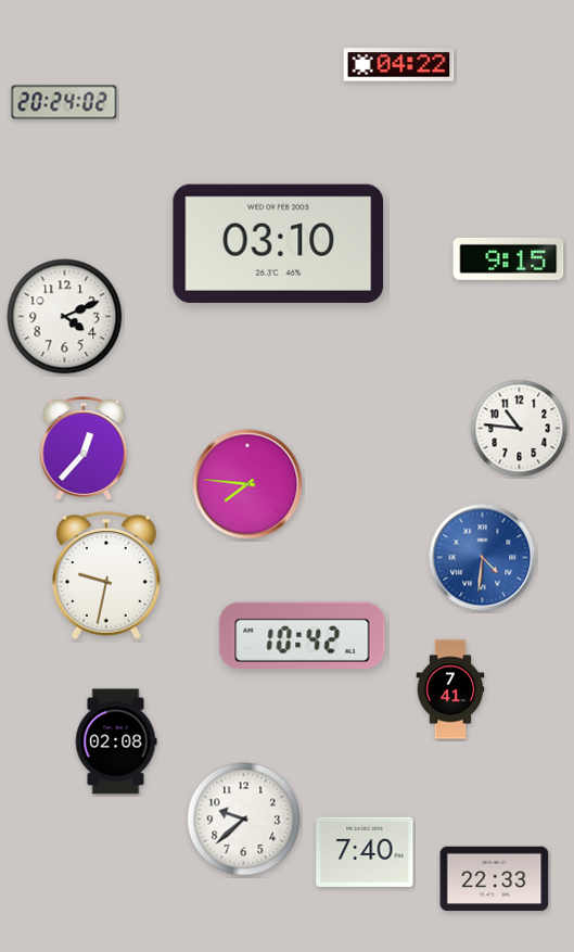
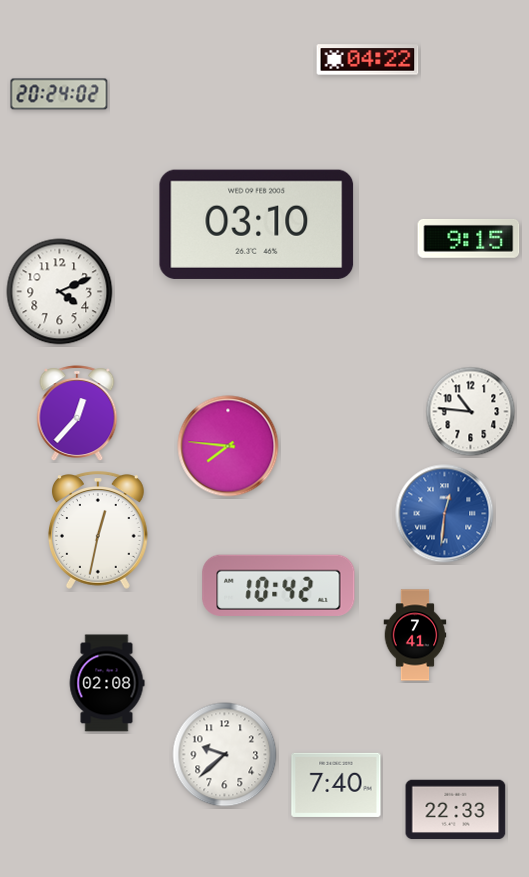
clock at (520, 429) position: (520, 429) -> (471, 412)
clock at (483, 558): 4:31 -> 12:31
clock at (106, 575): 9:32 -> 12:32
